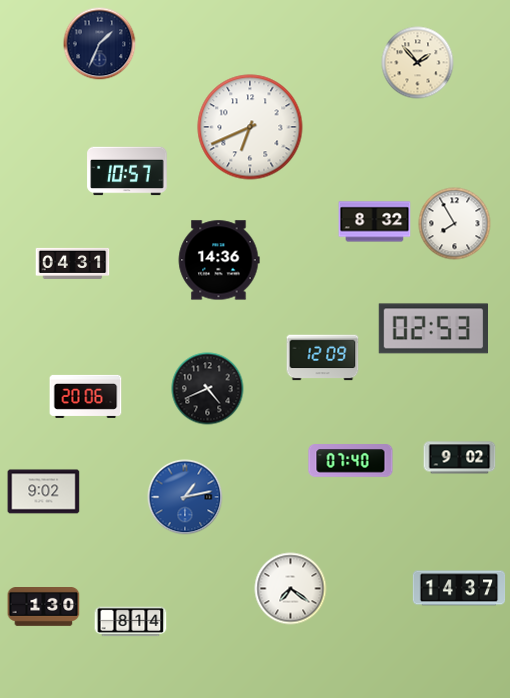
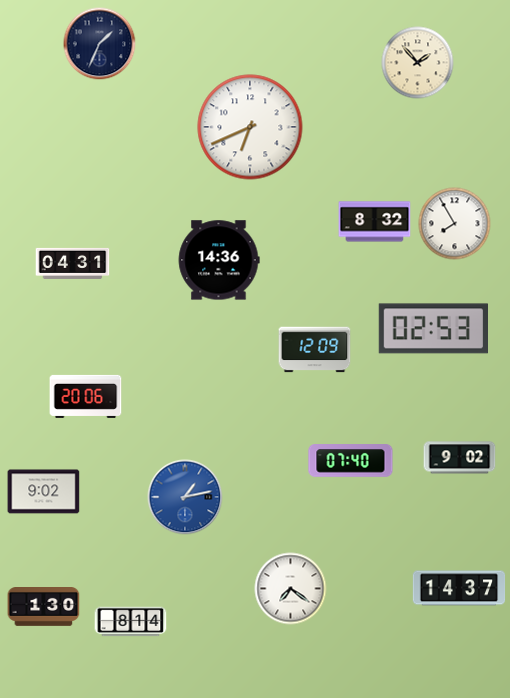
clock at (127, 171): 10:57 -> none
clock at (323, 358) position: (323, 358) -> (315, 350)
clock at (208, 389): 4:41 -> none
